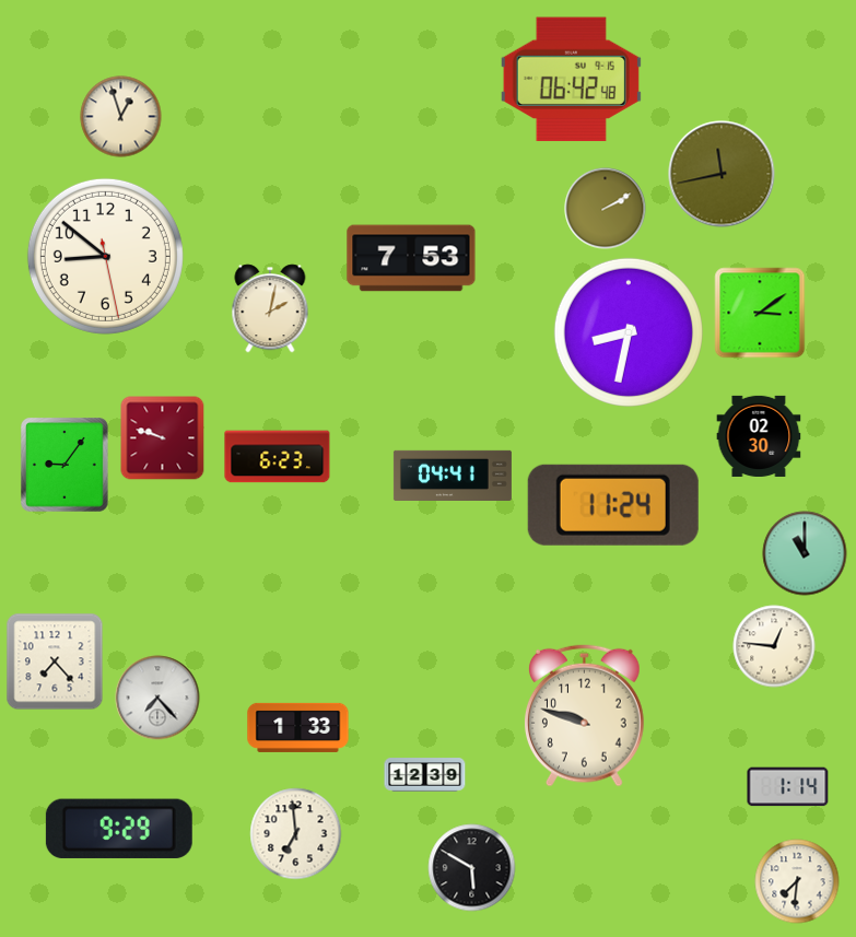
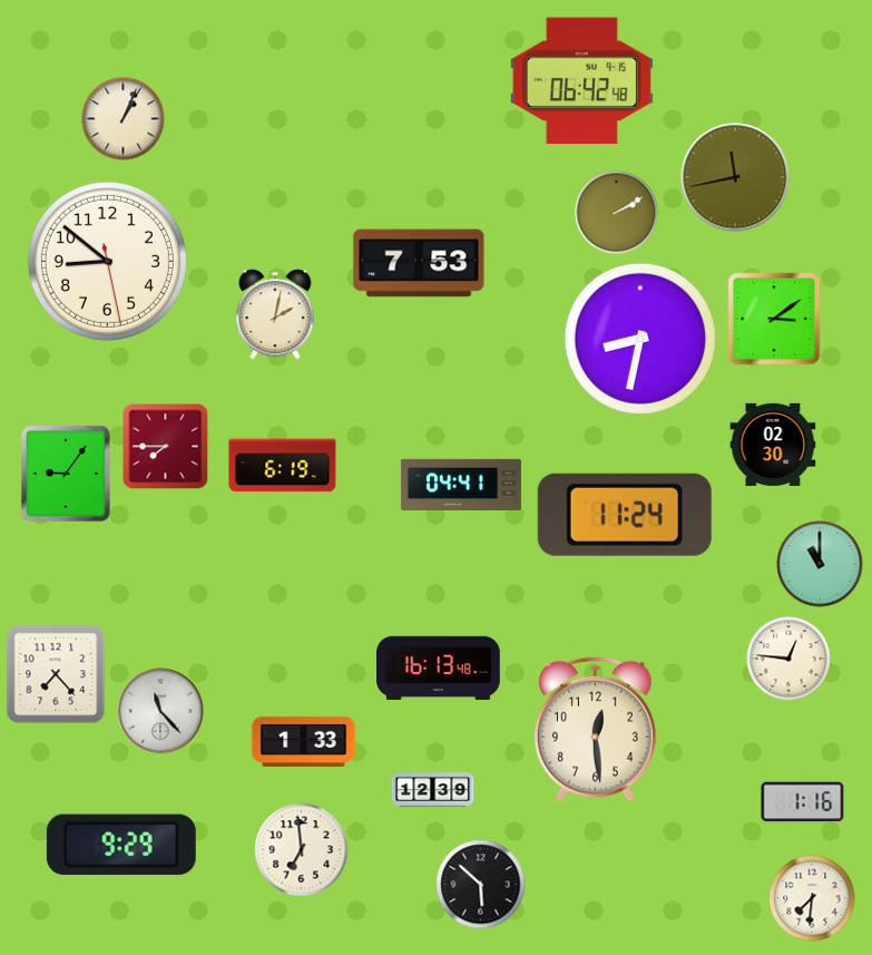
clock at (121, 117): 12:57 -> 1:04
clock at (163, 438): 9:48 -> 7:45
clock at (278, 457): 6:23 -> 6:19
clock at (439, 667): none -> 16:13
clock at (157, 698): 7:23 -> 11:23
clock at (584, 715): 9:48 -> 12:29
clock at (788, 787): 1:14 -> 1:16
clock at (472, 868): 5:50 -> 5:52
